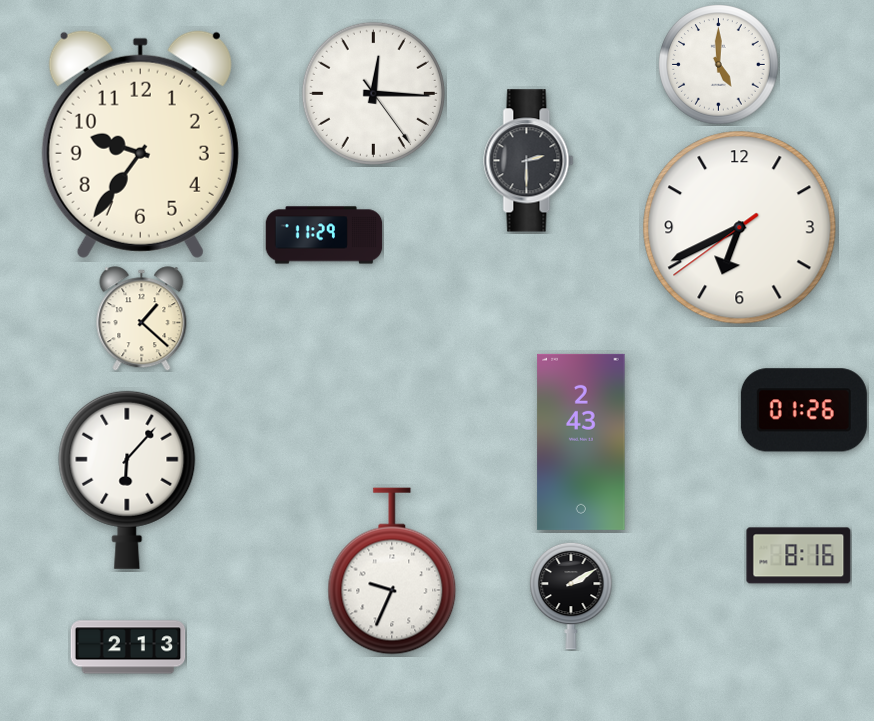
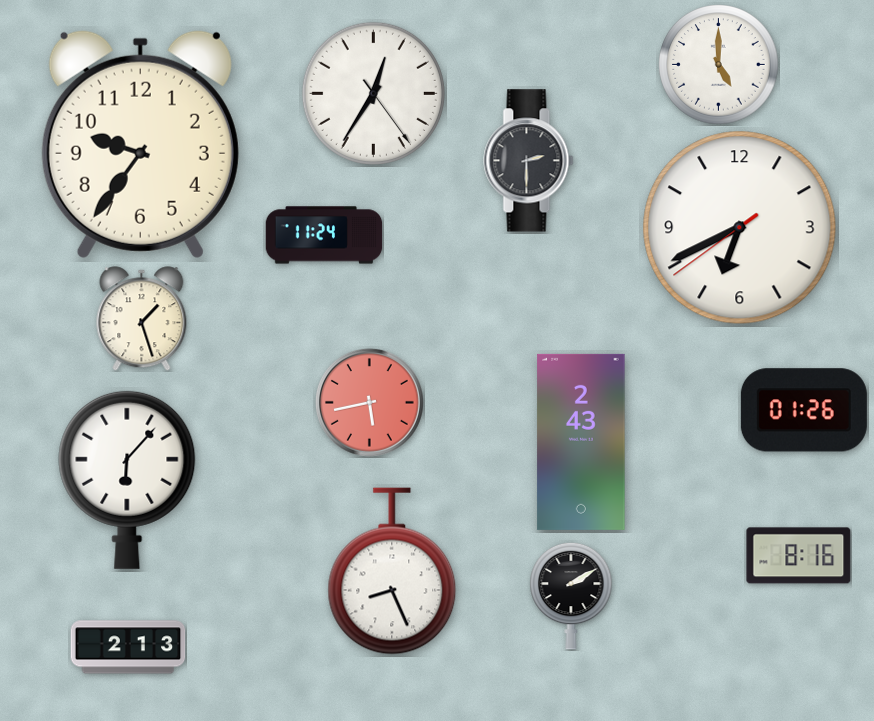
clock at (373, 93): 12:15 -> 12:35
clock at (324, 235): 11:29 -> 11:24
clock at (142, 319): 1:22 -> 1:27
clock at (369, 402): none -> 5:43
clock at (392, 571): 9:34 -> 8:26
